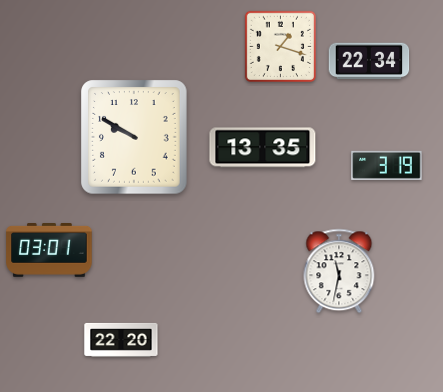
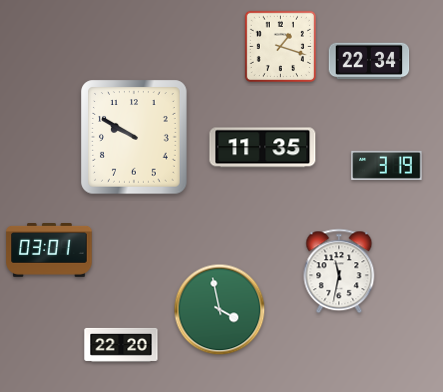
clock at (263, 148): 13:35 -> 11:35
clock at (220, 310): none -> 3:58
clock at (121, 340) position: (121, 340) -> (121, 345)
